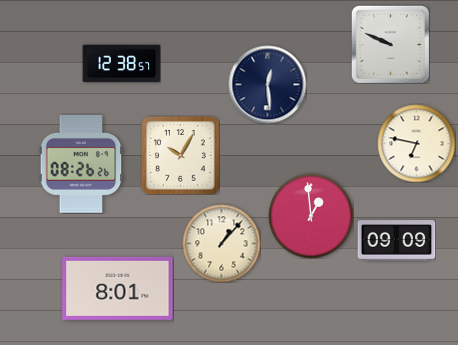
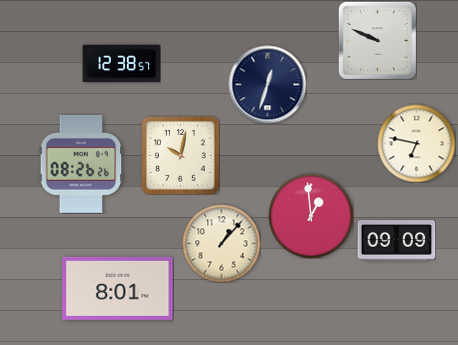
clock at (390, 44) position: (390, 44) -> (377, 40)
clock at (267, 84): 12:29 -> 12:33
clock at (181, 156): 10:05 -> 10:02
